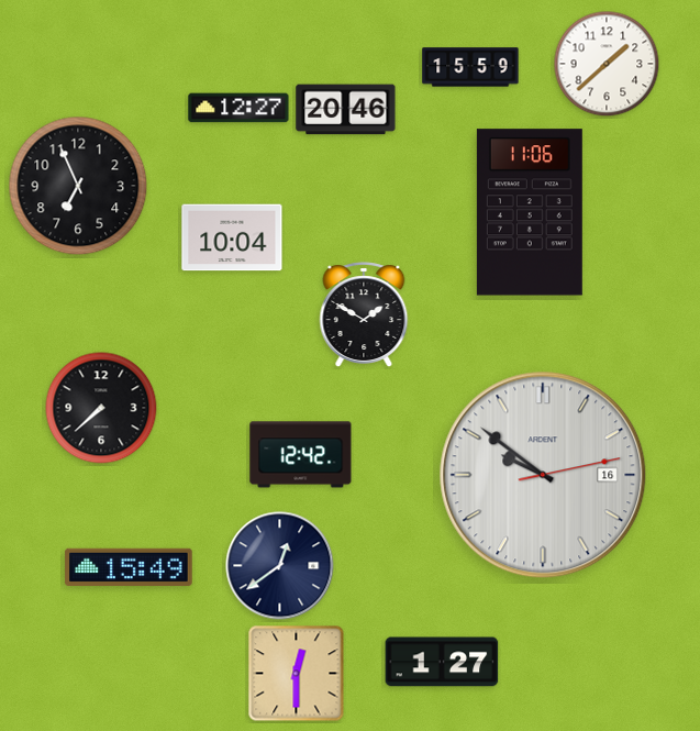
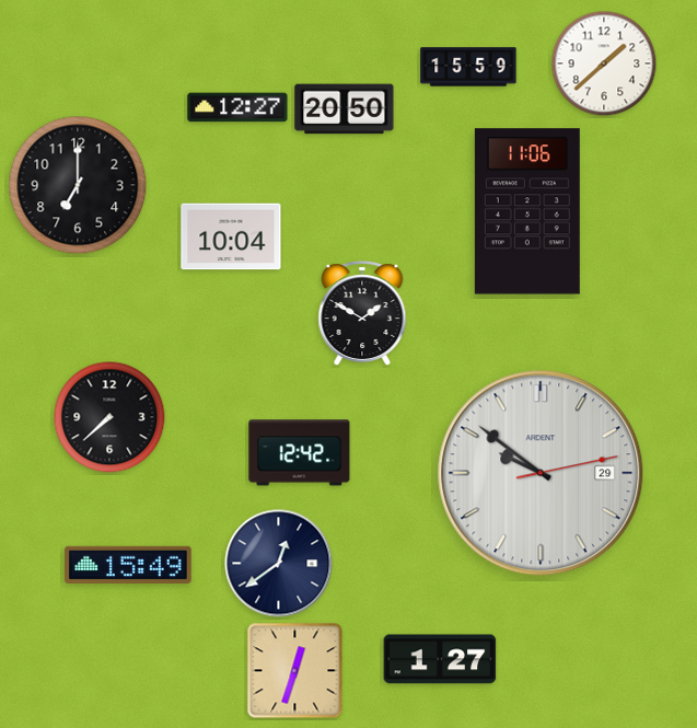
clock at (346, 110): 20:46 -> 20:50
clock at (78, 186): 6:56 -> 7:00
clock at (101, 408) position: (101, 408) -> (109, 417)
clock at (543, 475) date: 16 -> 29
clock at (297, 674): 12:30 -> 12:33
